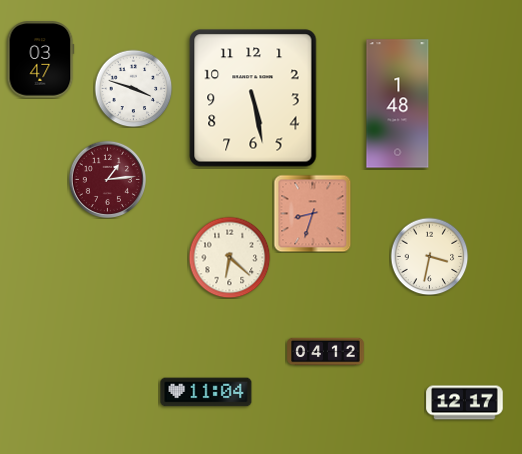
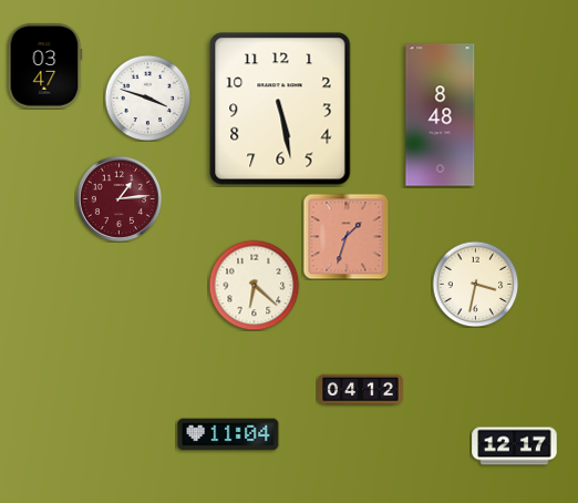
clock at (398, 104): 1:48 -> 8:48
clock at (312, 213): 8:33 -> 1:33
